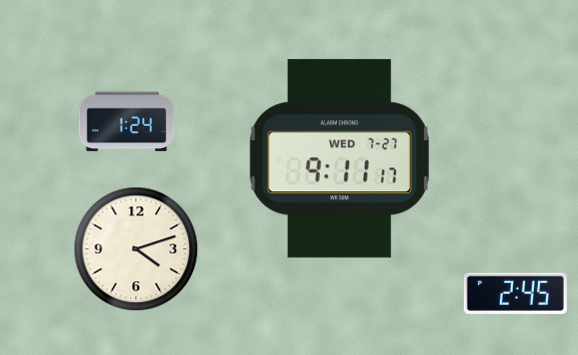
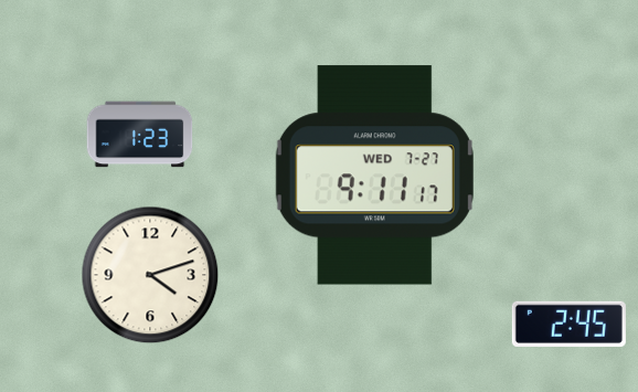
clock at (127, 122): 1:24 -> 1:23
